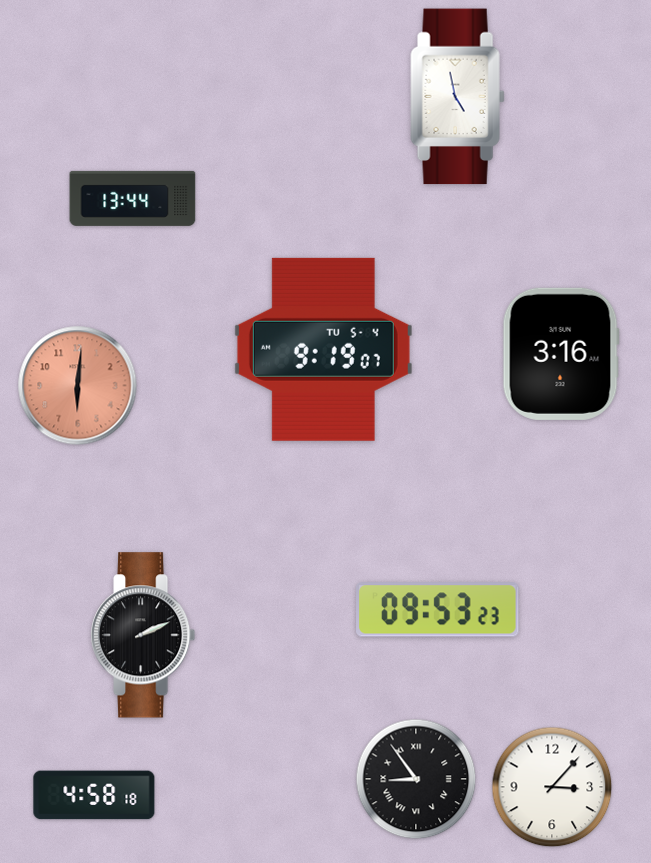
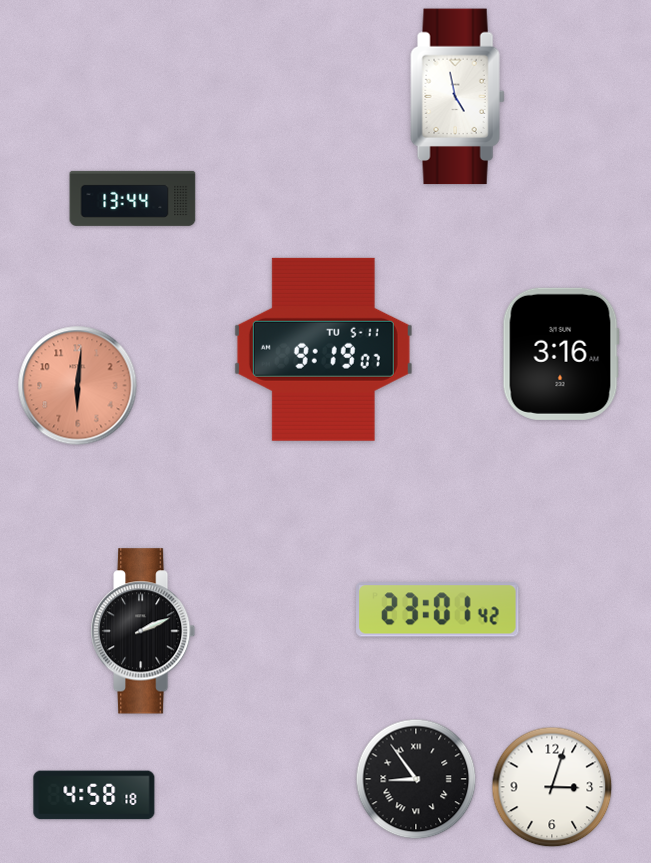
clock at (323, 349) date: TU 5-4 -> TU 5-11
clock at (438, 610): 09:53 -> 23:01
clock at (143, 635) position: (143, 635) -> (143, 631)
clock at (552, 787): 3:07 -> 3:03
